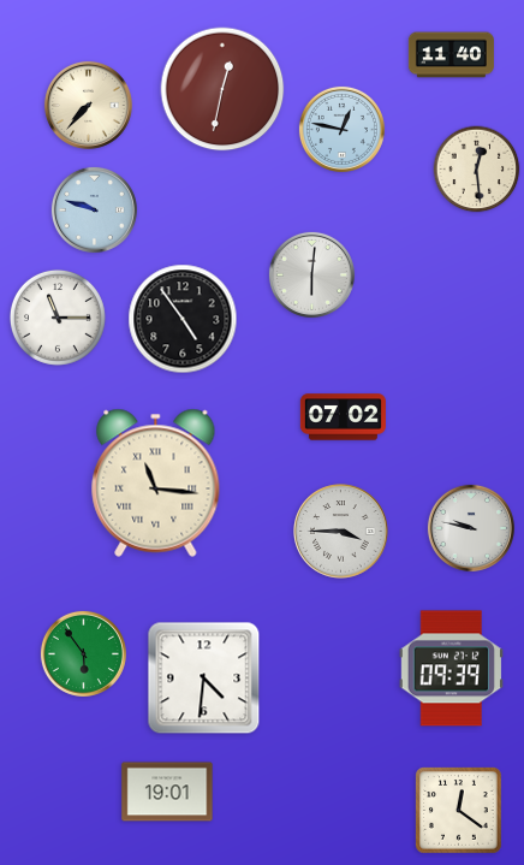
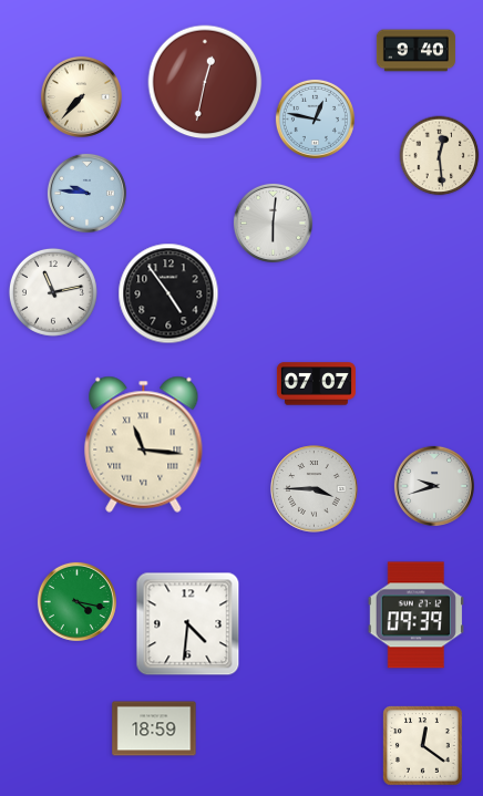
clock at (451, 55): 11:40 -> 9:40
clock at (94, 209): 9:48 -> 9:46
clock at (311, 274) position: (311, 274) -> (273, 223)
clock at (58, 318): 11:15 -> 11:13
clock at (343, 417): 07:02 -> 07:07
clock at (471, 528): 9:47 -> 9:42
clock at (83, 653): 5:54 -> 4:17
clock at (167, 792): 19:01 -> 18:59
